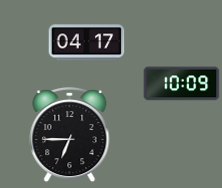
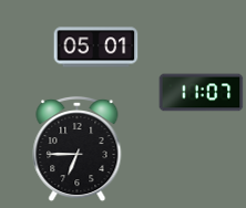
clock at (87, 43): 04:17 -> 05:01
clock at (182, 84): 10:09 -> 11:07
